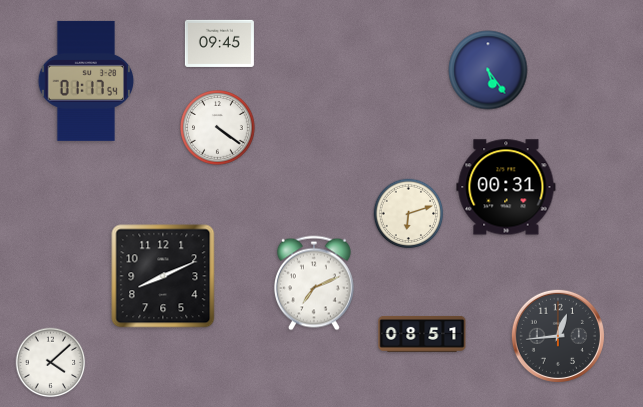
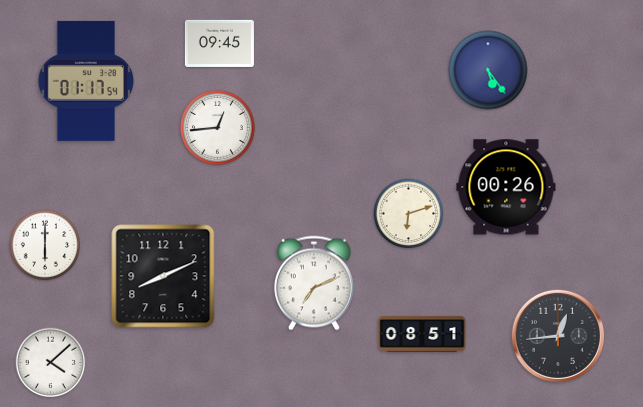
clock at (218, 128): 4:21 -> 12:44
clock at (506, 187): 00:31 -> 00:26
clock at (45, 245): none -> 6:00
